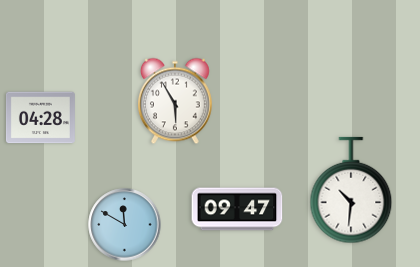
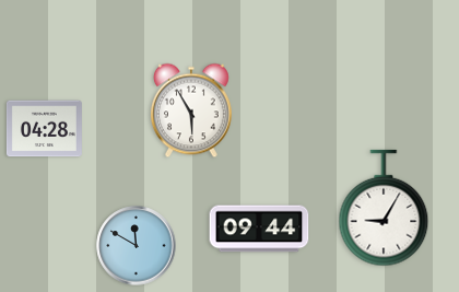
clock at (351, 190): 10:31 -> 9:05
clock at (237, 209): 09:47 -> 09:44
